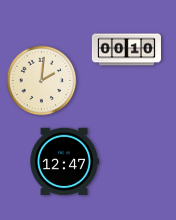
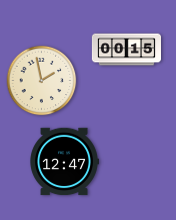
clock at (126, 50): 00:10 -> 00:15
clock at (42, 81): 2:01 -> 1:58
